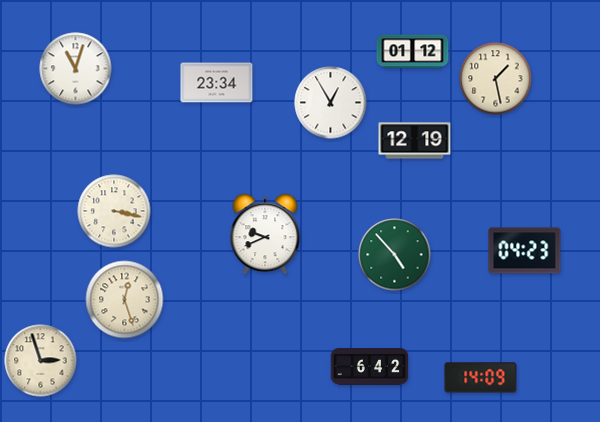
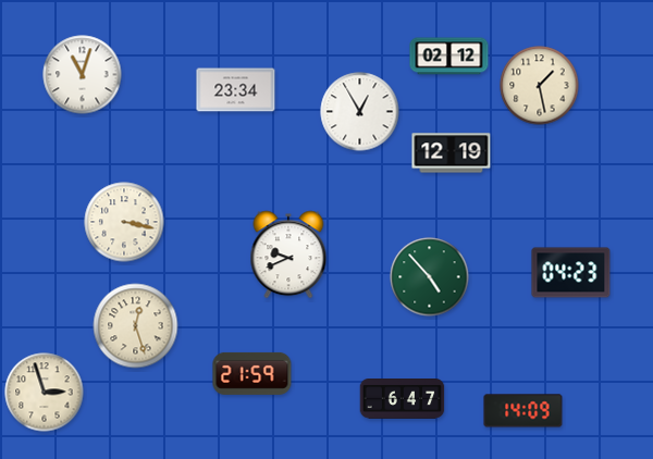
clock at (413, 52): 01:12 -> 02:12
clock at (114, 211) position: (114, 211) -> (124, 222)
clock at (252, 373): none -> 21:59
clock at (370, 367): 6:42 -> 6:47
